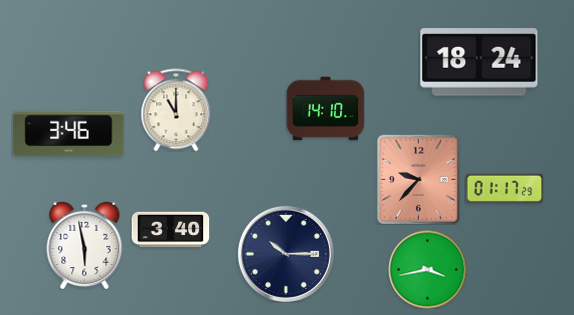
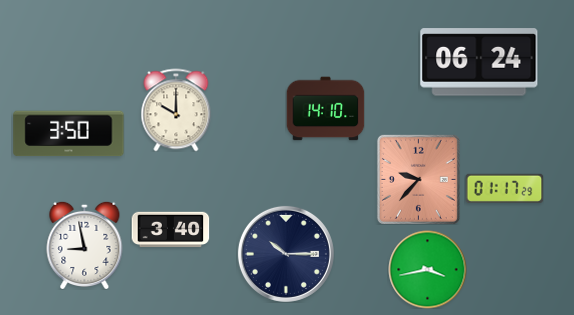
clock at (479, 62): 18:24 -> 06:24
clock at (176, 110): 11:00 -> 10:00
clock at (69, 134): 3:46 -> 3:50
clock at (85, 245): 5:58 -> 8:58
